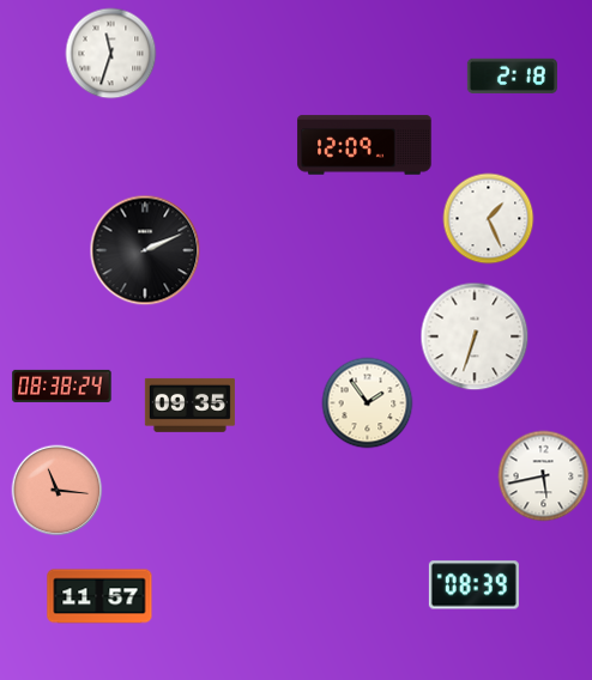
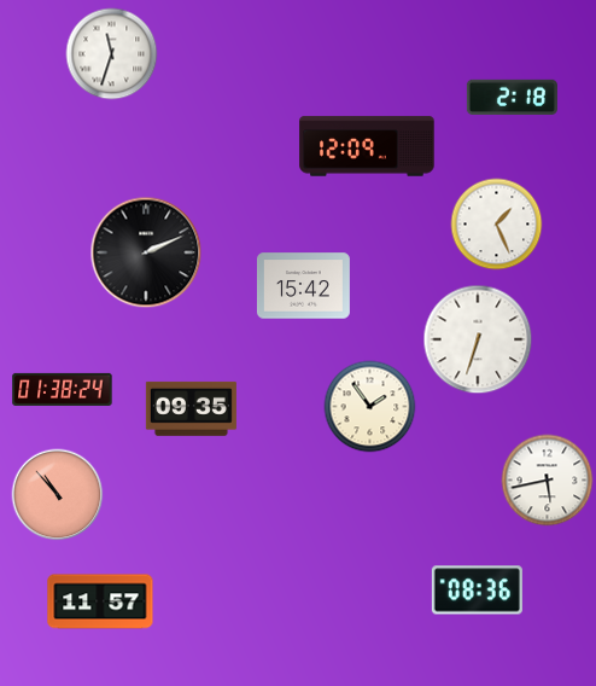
clock at (512, 75) position: (512, 75) -> (512, 97)
clock at (489, 219) position: (489, 219) -> (497, 225)
clock at (303, 286): none -> 15:42
clock at (62, 385): 08:38 -> 01:38
clock at (58, 491): 11:16 -> 10:53
clock at (473, 585): 08:39 -> 08:36
